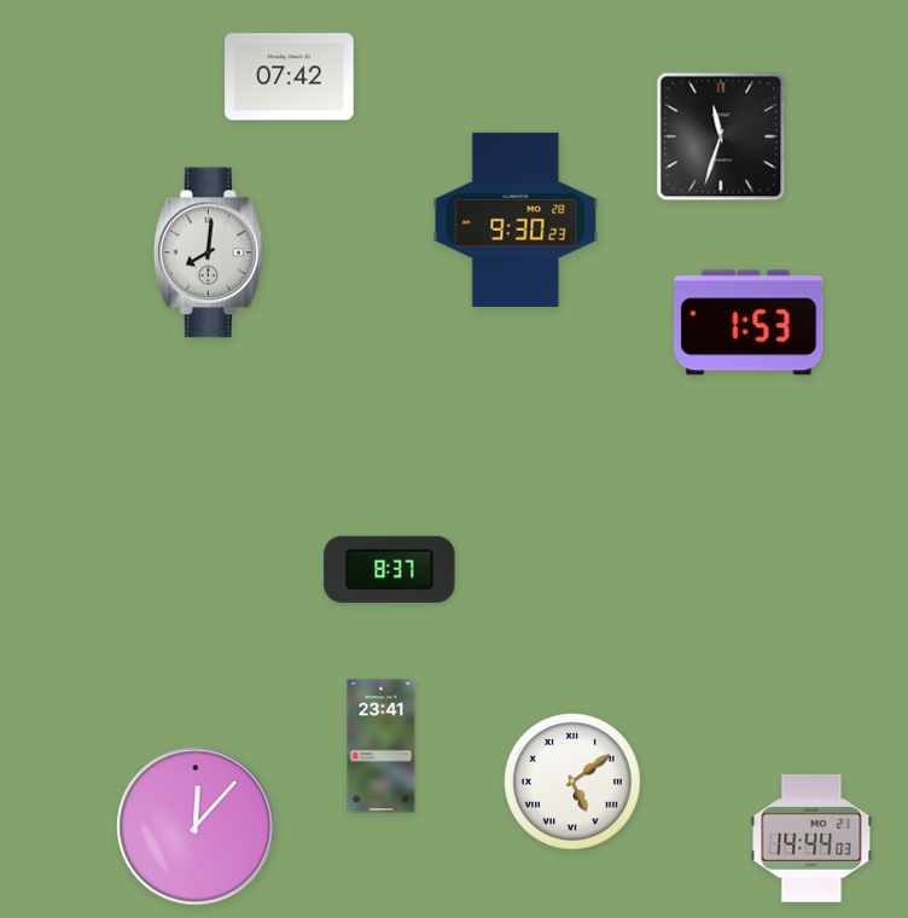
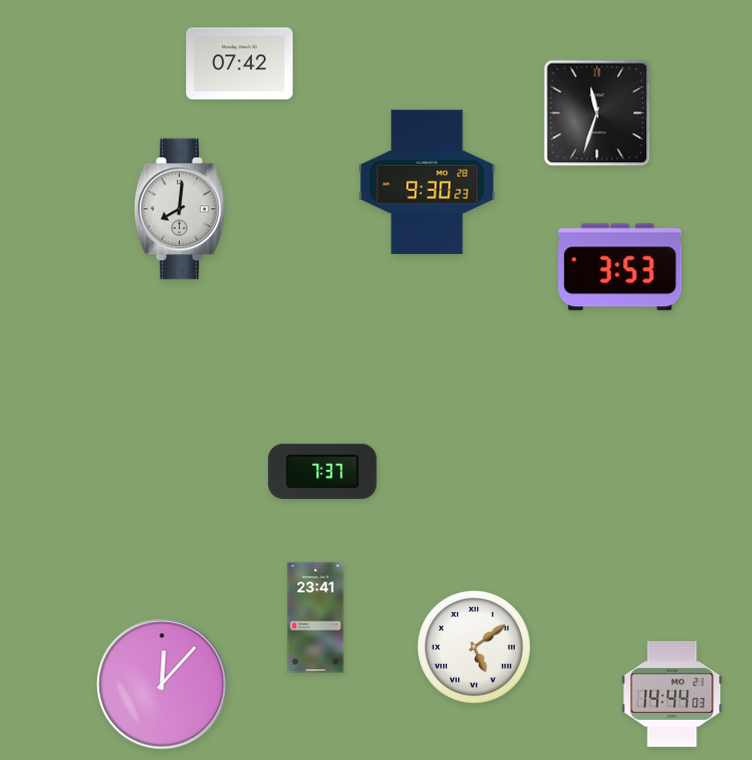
clock at (209, 252) position: (209, 252) -> (180, 209)
clock at (749, 323): 1:53 -> 3:53
clock at (390, 569): 8:37 -> 7:37
